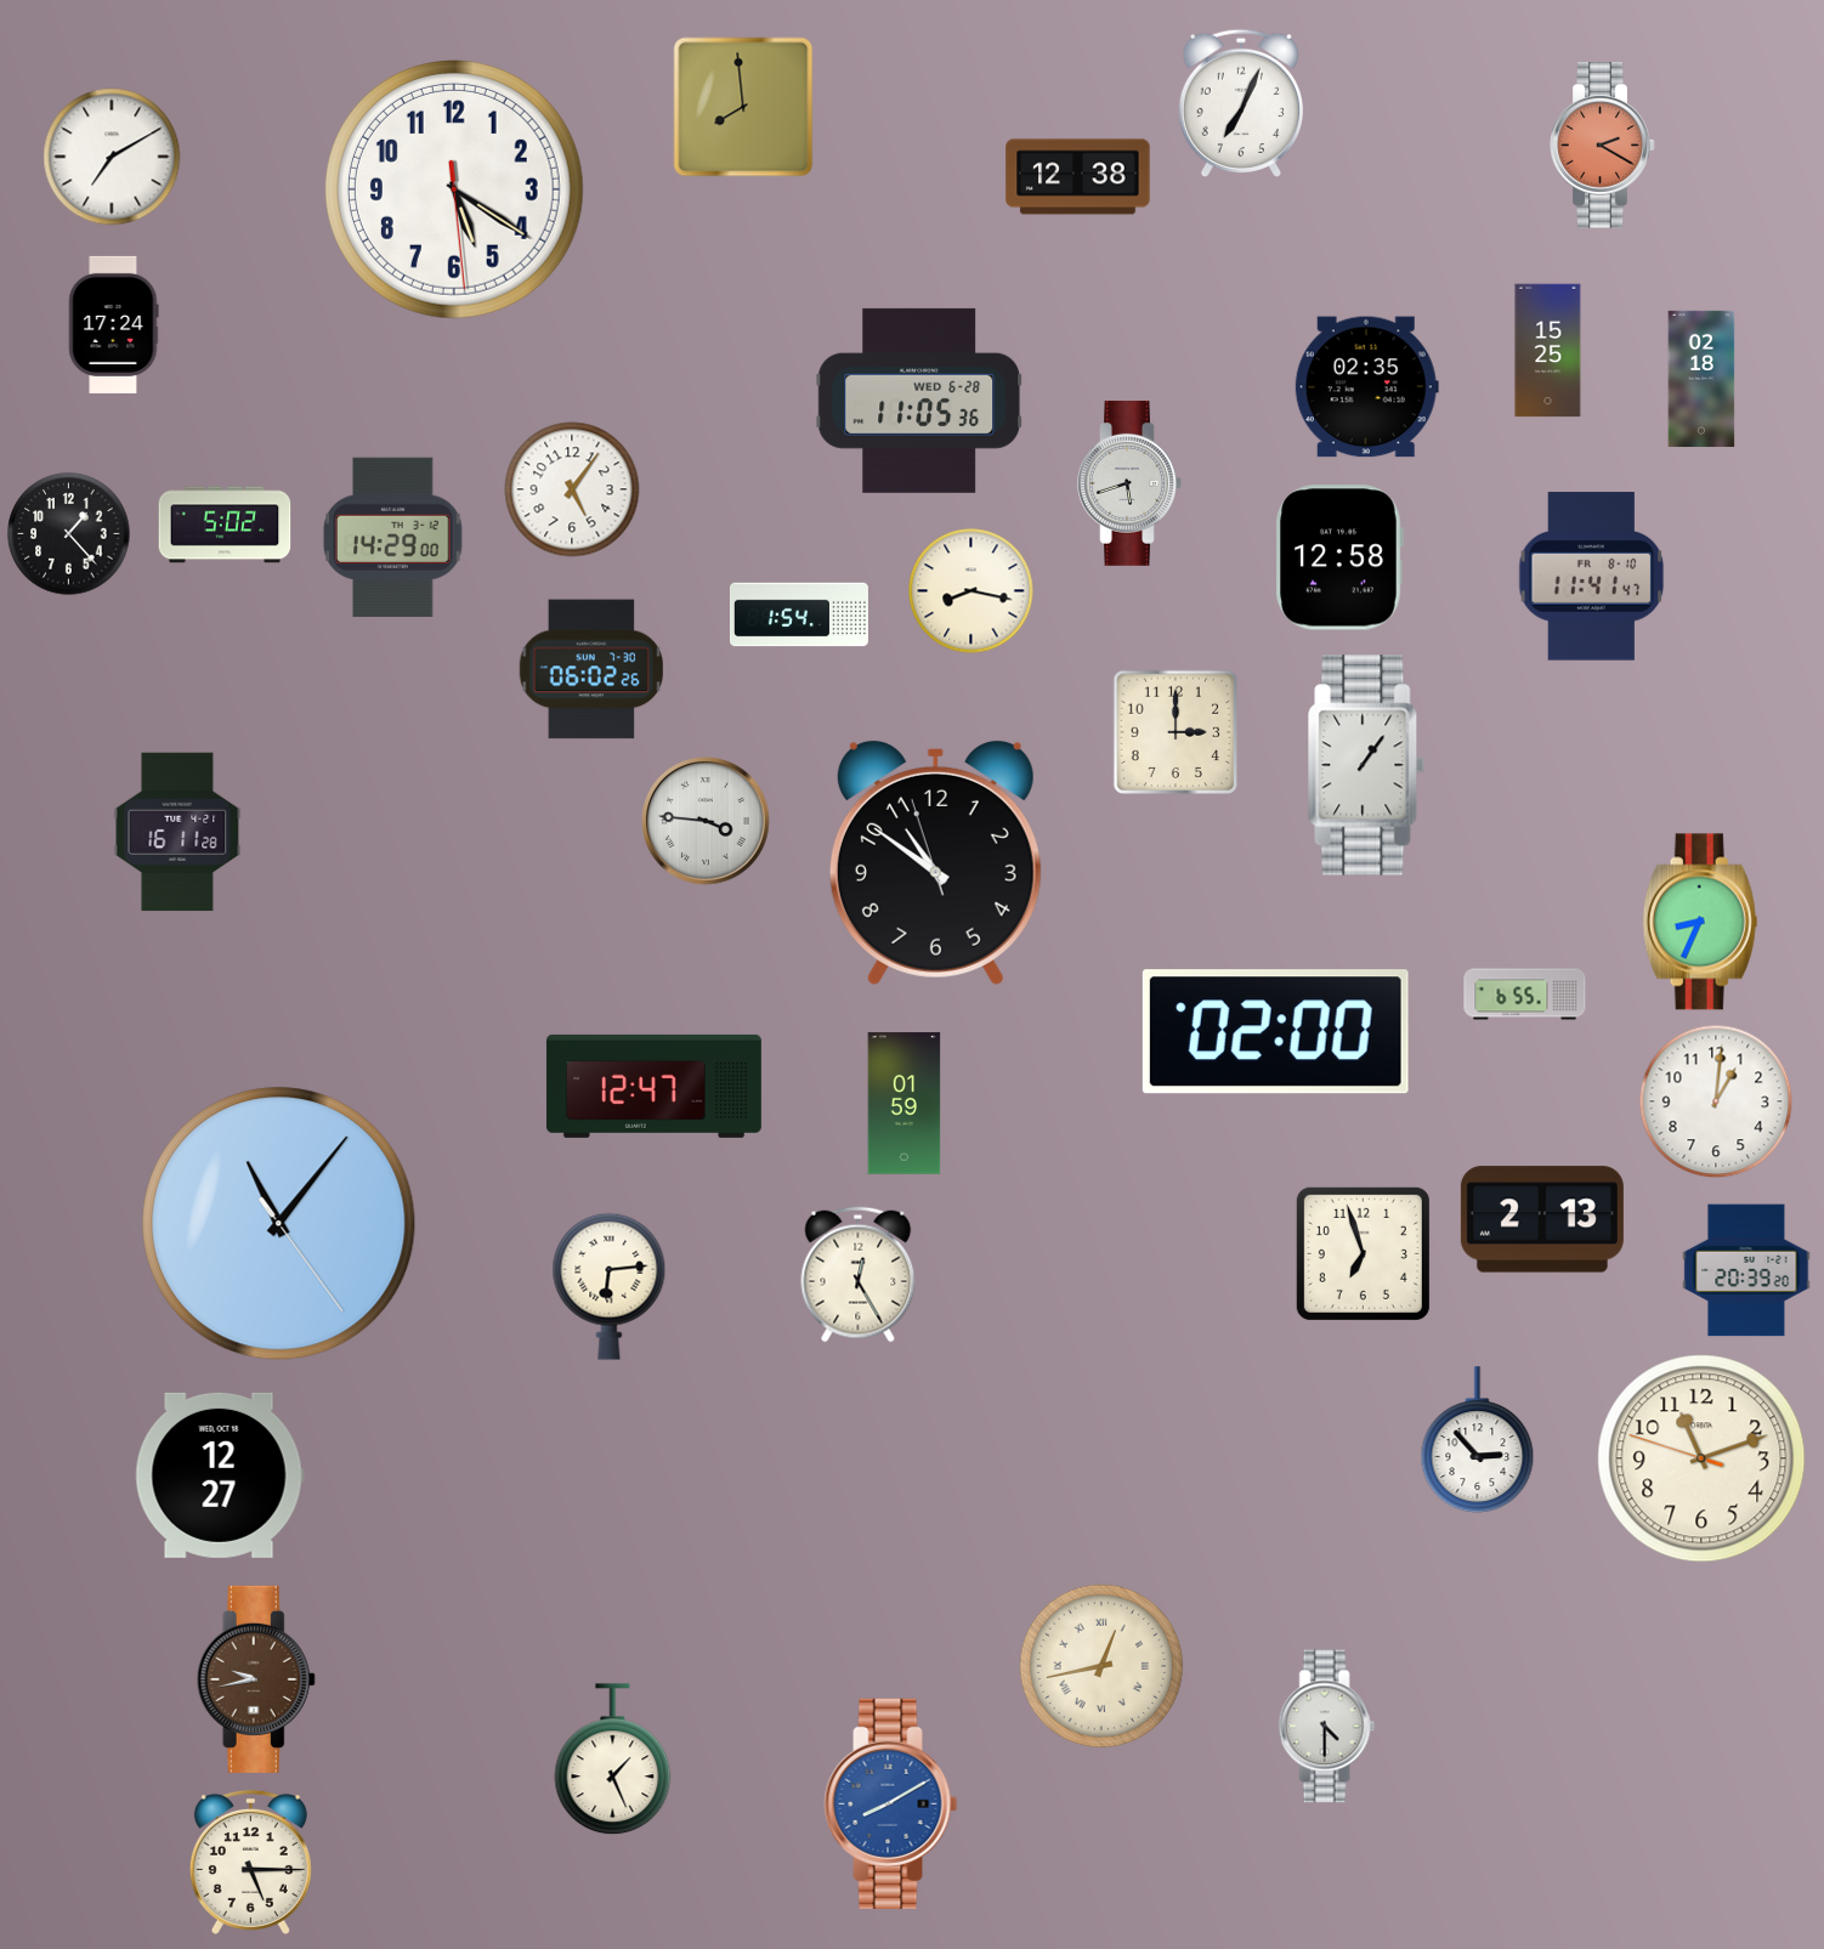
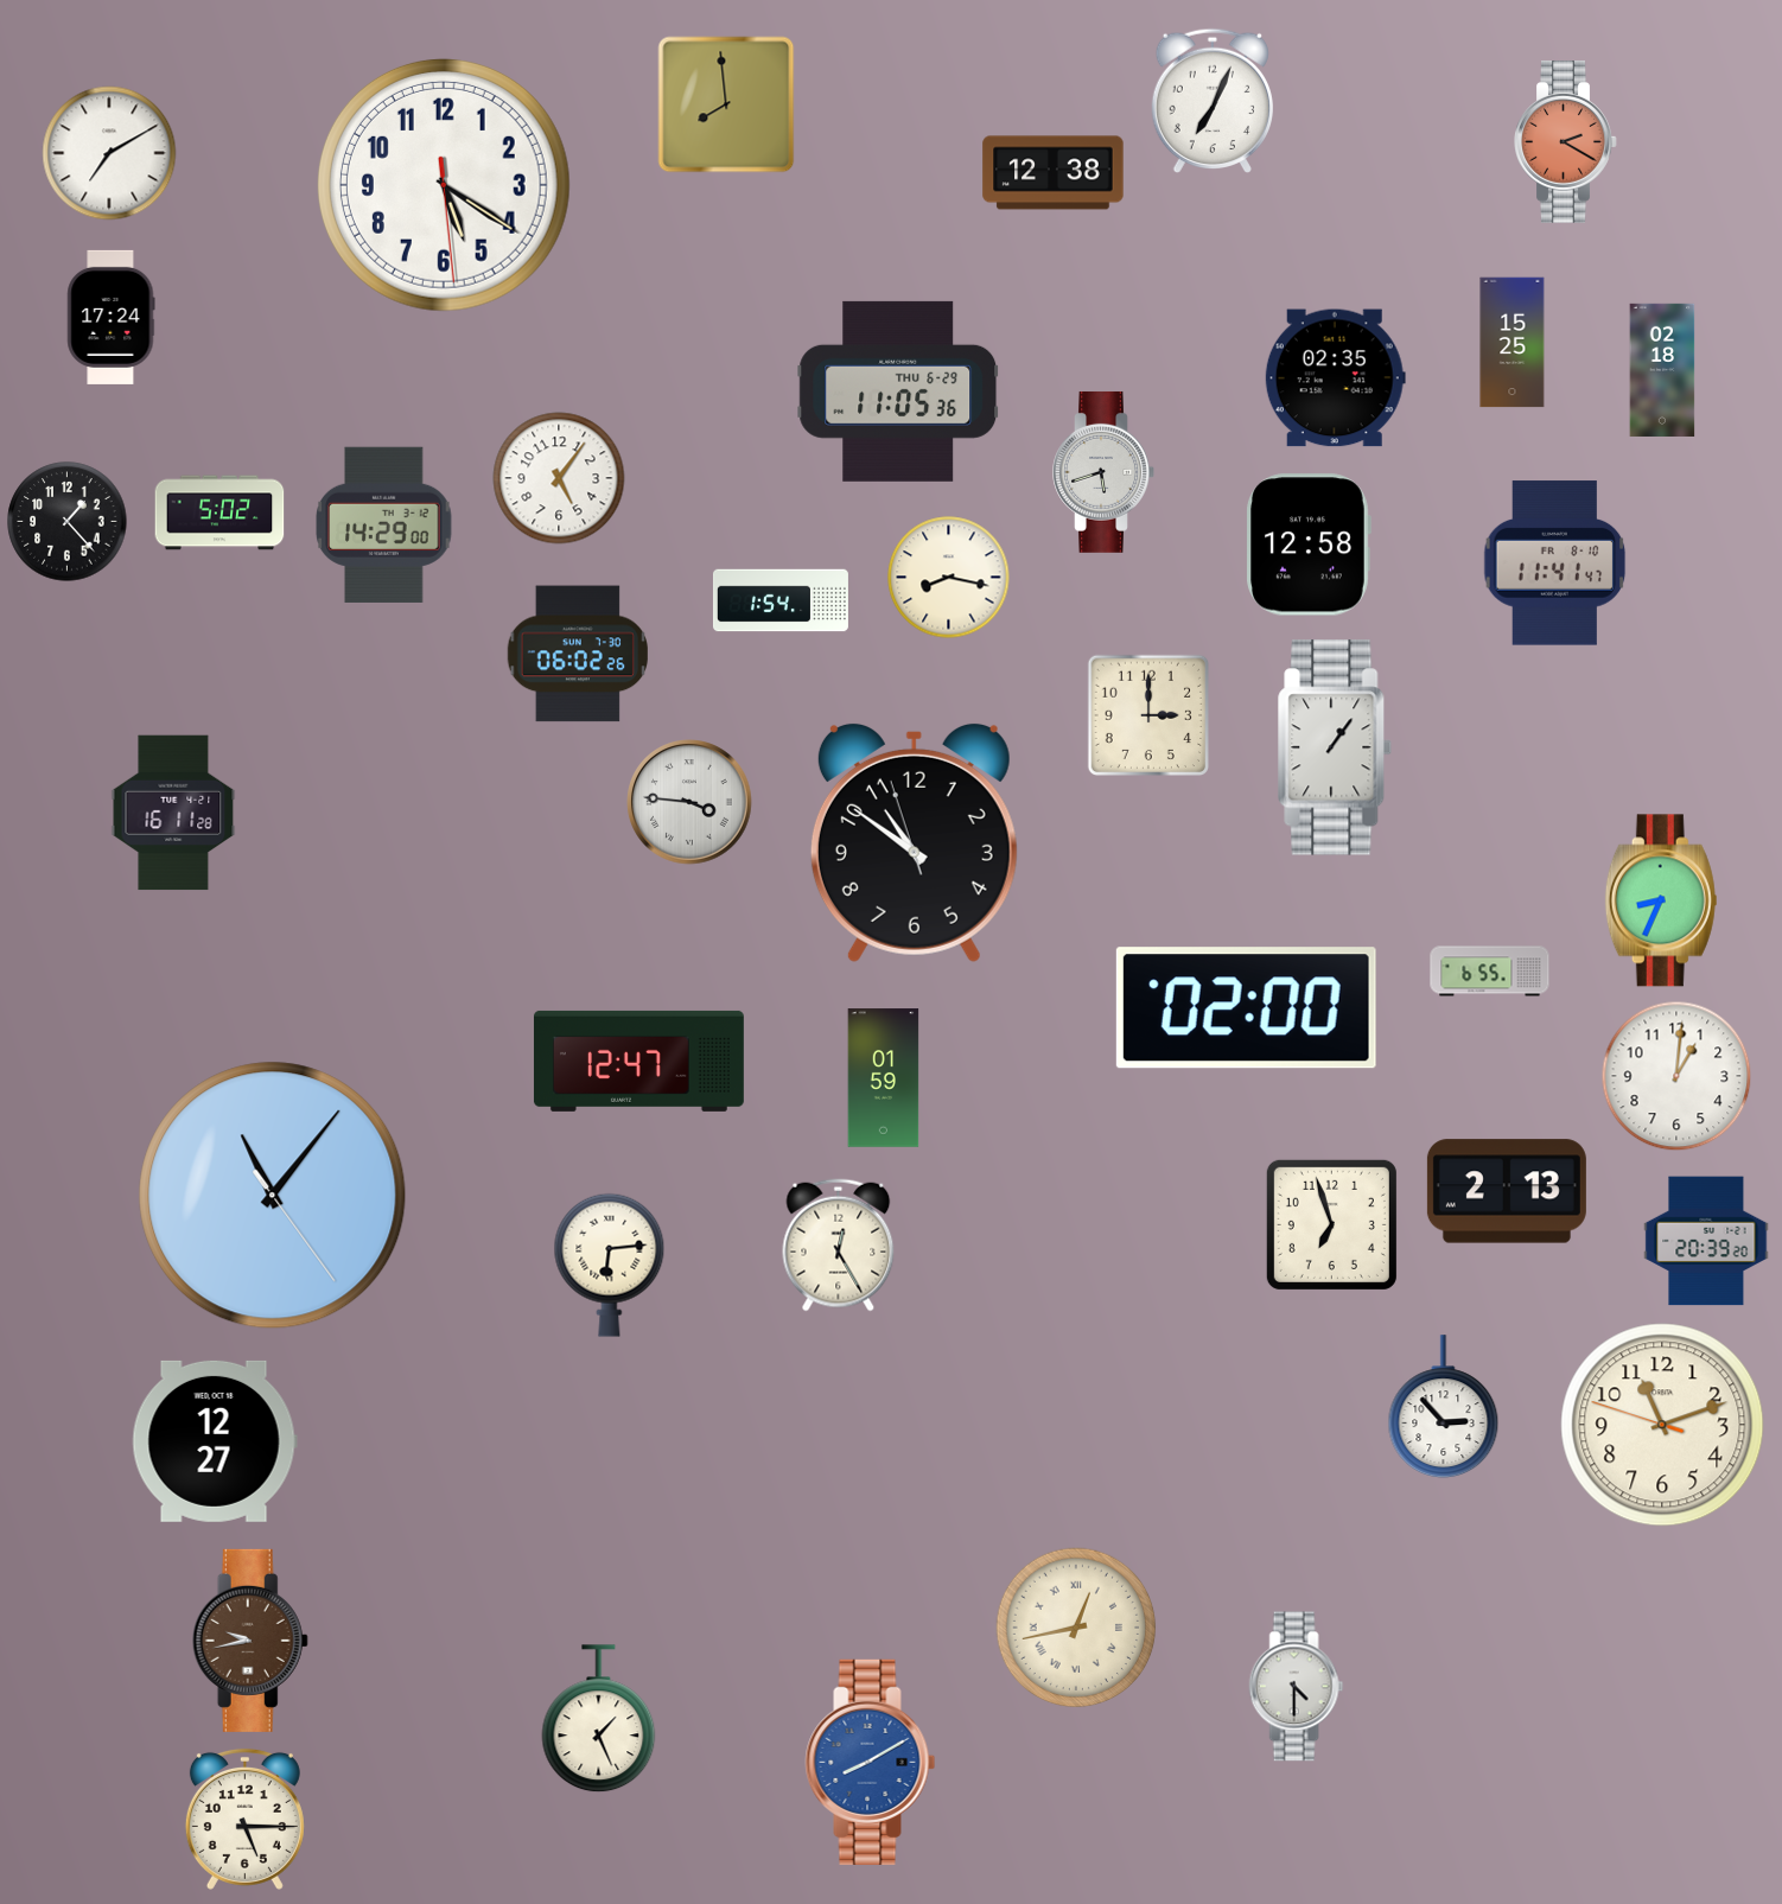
clock at (919, 401) date: WED 6-28 -> THU 6-29
clock at (610, 1286) position: (610, 1286) -> (610, 1265)
